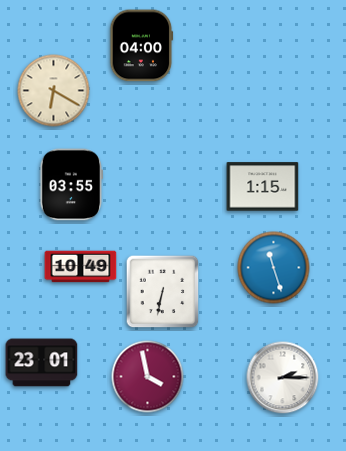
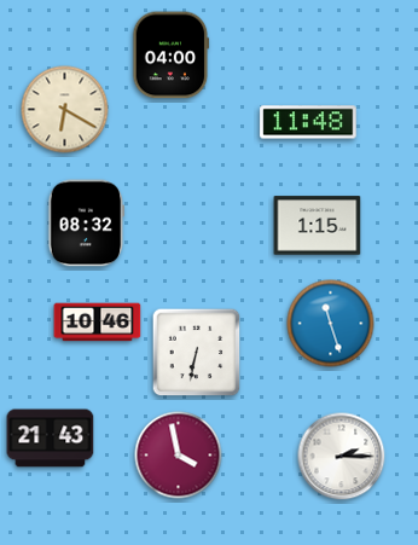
clock at (308, 122): none -> 11:48
clock at (72, 185): 03:55 -> 08:32
clock at (81, 267): 10:49 -> 10:46
clock at (42, 363): 23:01 -> 21:43
